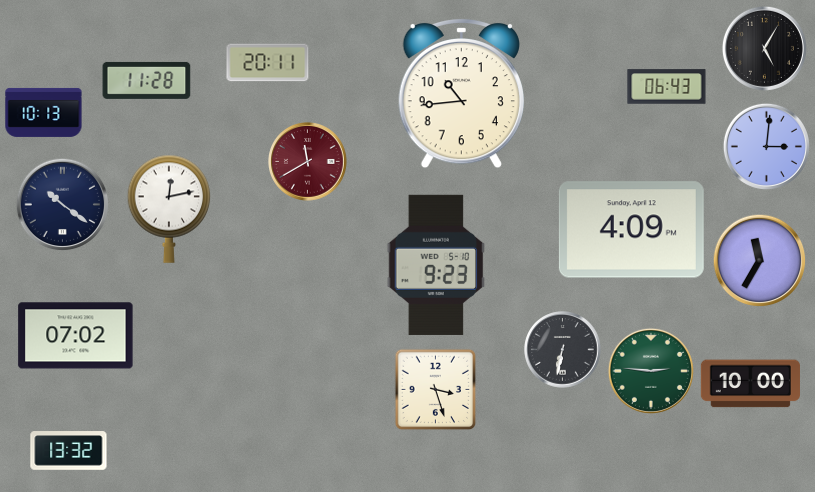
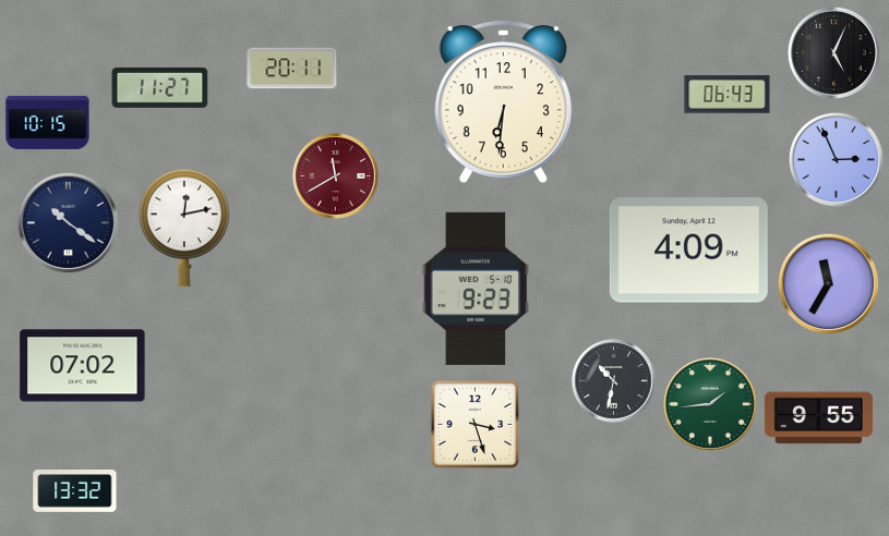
clock at (764, 48): 5:05 -> 5:04
clock at (147, 80): 11:28 -> 11:27
clock at (461, 93): 10:44 -> 6:31
clock at (44, 112): 10:13 -> 10:15
clock at (766, 146): 3:01 -> 2:56
clock at (563, 350): 6:32 -> 10:32
clock at (651, 371): 2:46 -> 1:44
clock at (750, 384): 10:00 -> 9:55
